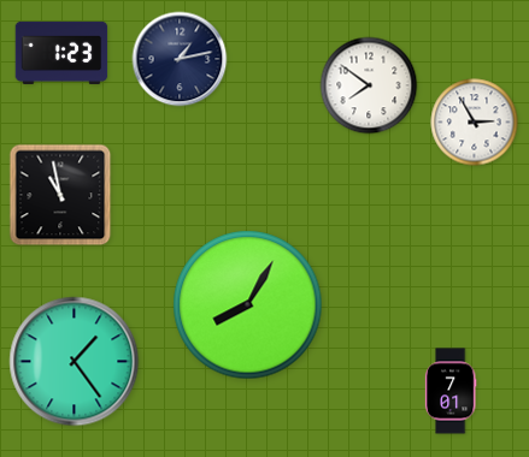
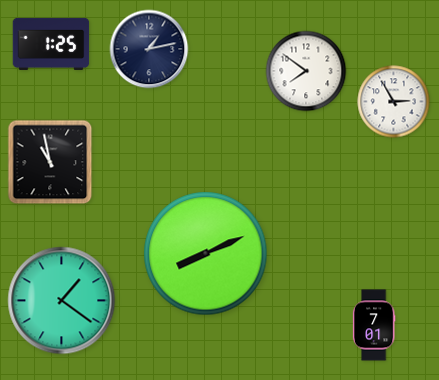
clock at (61, 53): 1:23 -> 1:25
clock at (248, 305): 8:05 -> 8:11
clock at (75, 362): 1:24 -> 1:21
